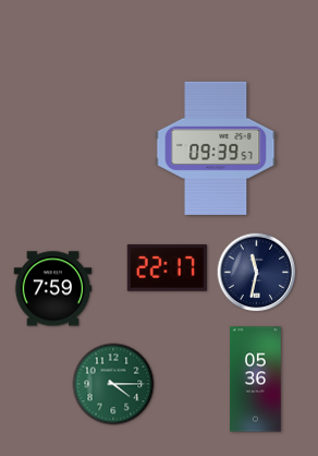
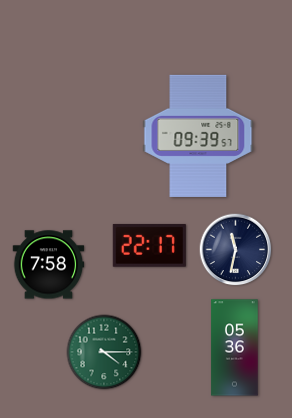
clock at (167, 267) position: (167, 267) -> (149, 245)
clock at (53, 289): 7:59 -> 7:58
